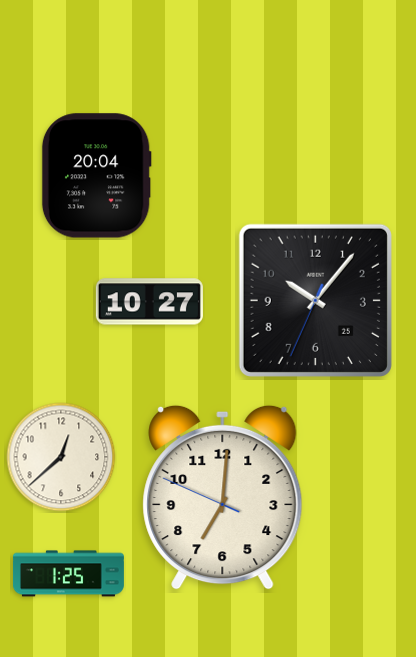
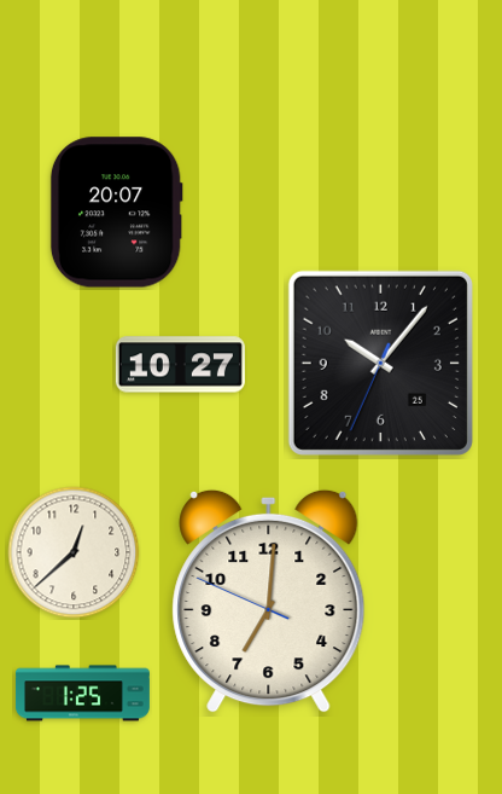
clock at (96, 176): 20:04 -> 20:07
